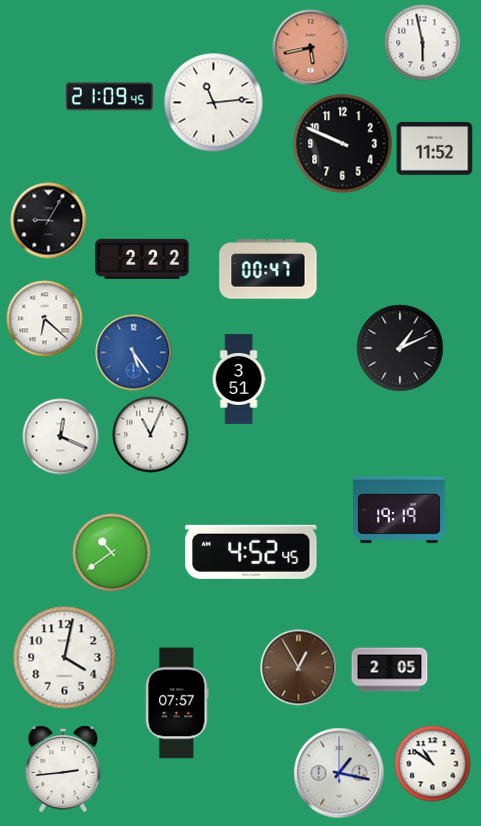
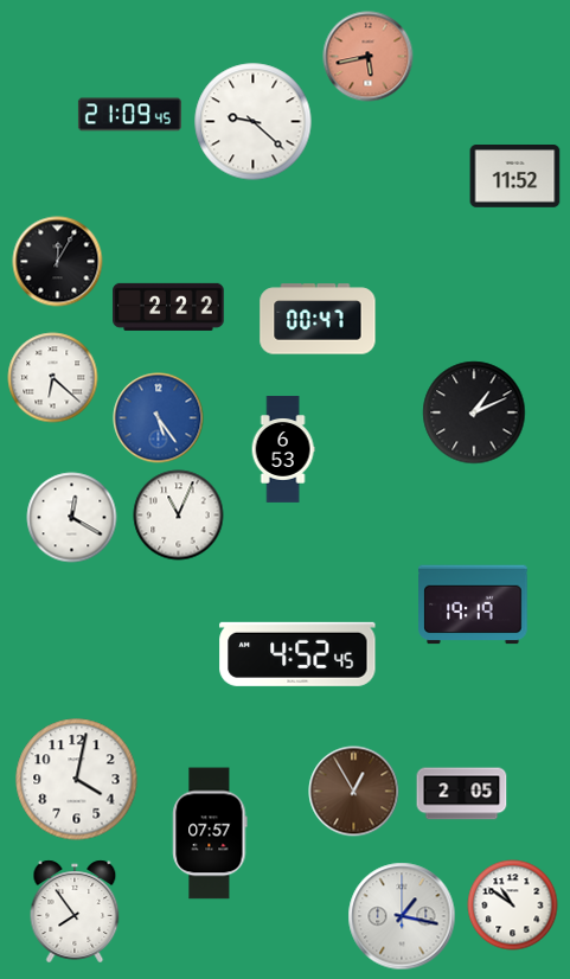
clock at (423, 43): 5:58 -> none
clock at (214, 103): 11:14 -> 9:22
clock at (343, 144): 9:49 -> none
clock at (49, 221): 9:05 -> 12:05
clock at (239, 379): 3:51 -> 6:53
clock at (61, 437): 12:19 -> 12:20
clock at (112, 553): 10:39 -> none
clock at (63, 769): 2:44 -> 7:54
